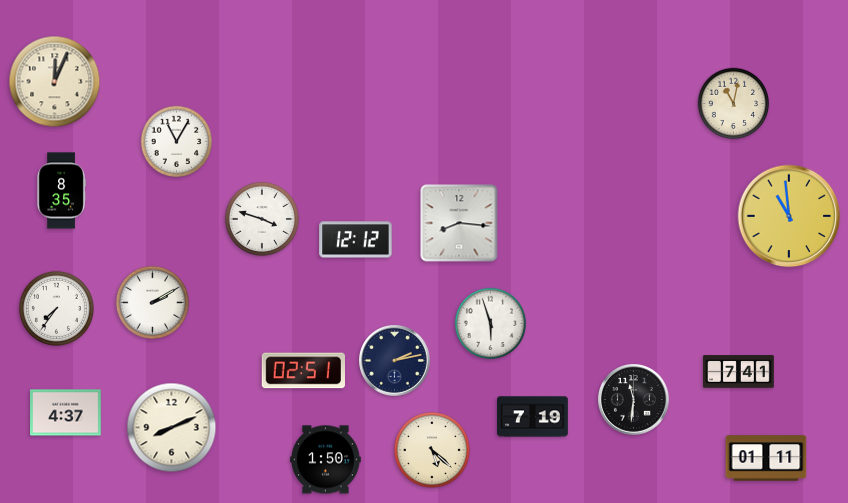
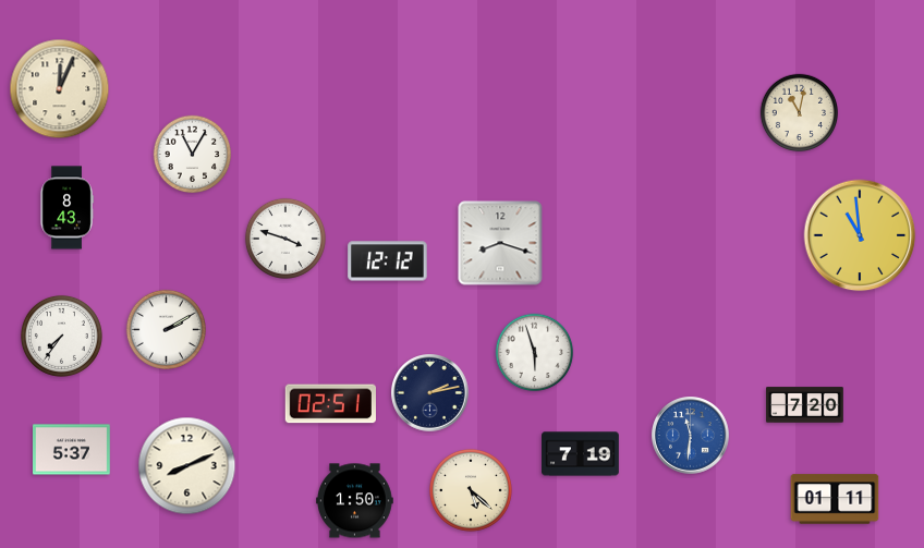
clock at (61, 191): 8:35 -> 8:43
clock at (459, 223): 8:16 -> 8:18
clock at (739, 372): 7:41 -> 7:20
clock at (634, 400) dial: black -> blue
clock at (66, 413): 4:37 -> 5:37
